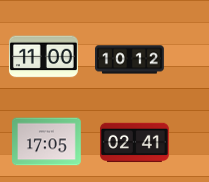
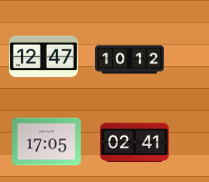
clock at (43, 57): 11:00 -> 12:47
